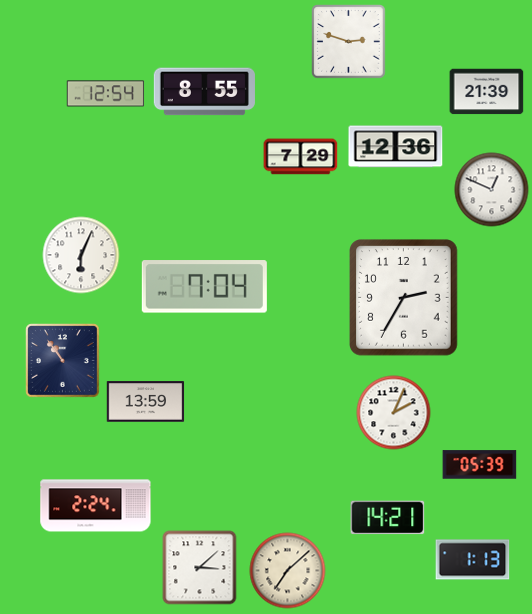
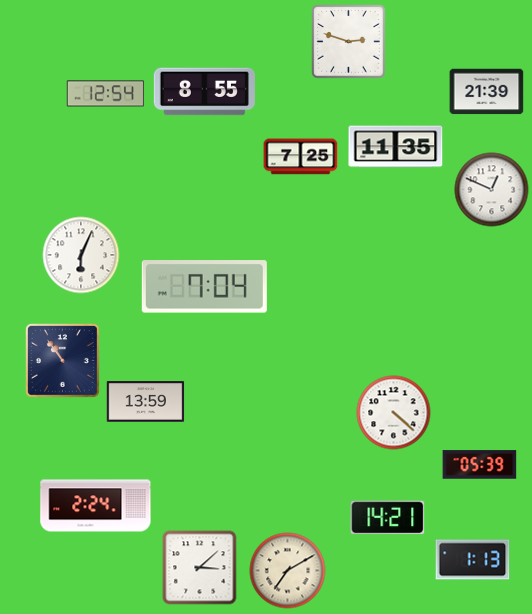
clock at (396, 147): 12:36 -> 11:35
clock at (301, 157): 7:29 -> 7:25
clock at (404, 298): 2:35 -> none
clock at (394, 413): 2:04 -> 4:22
clock at (288, 571): 7:08 -> 7:10
